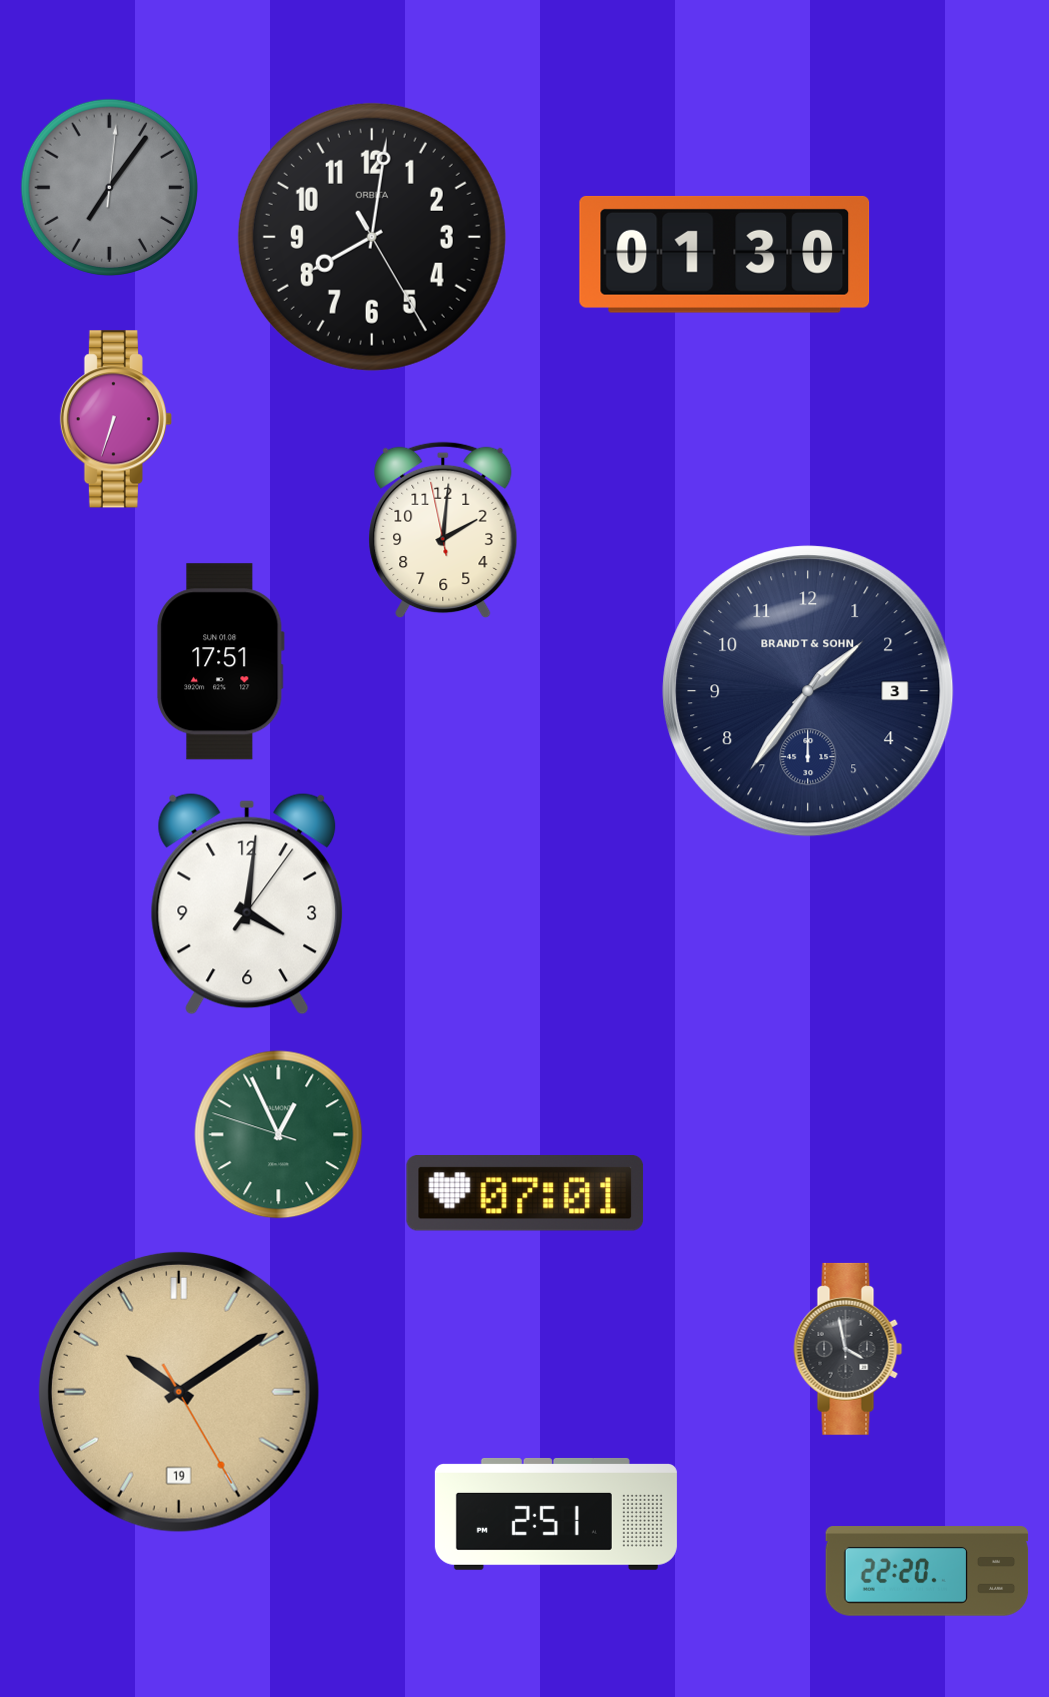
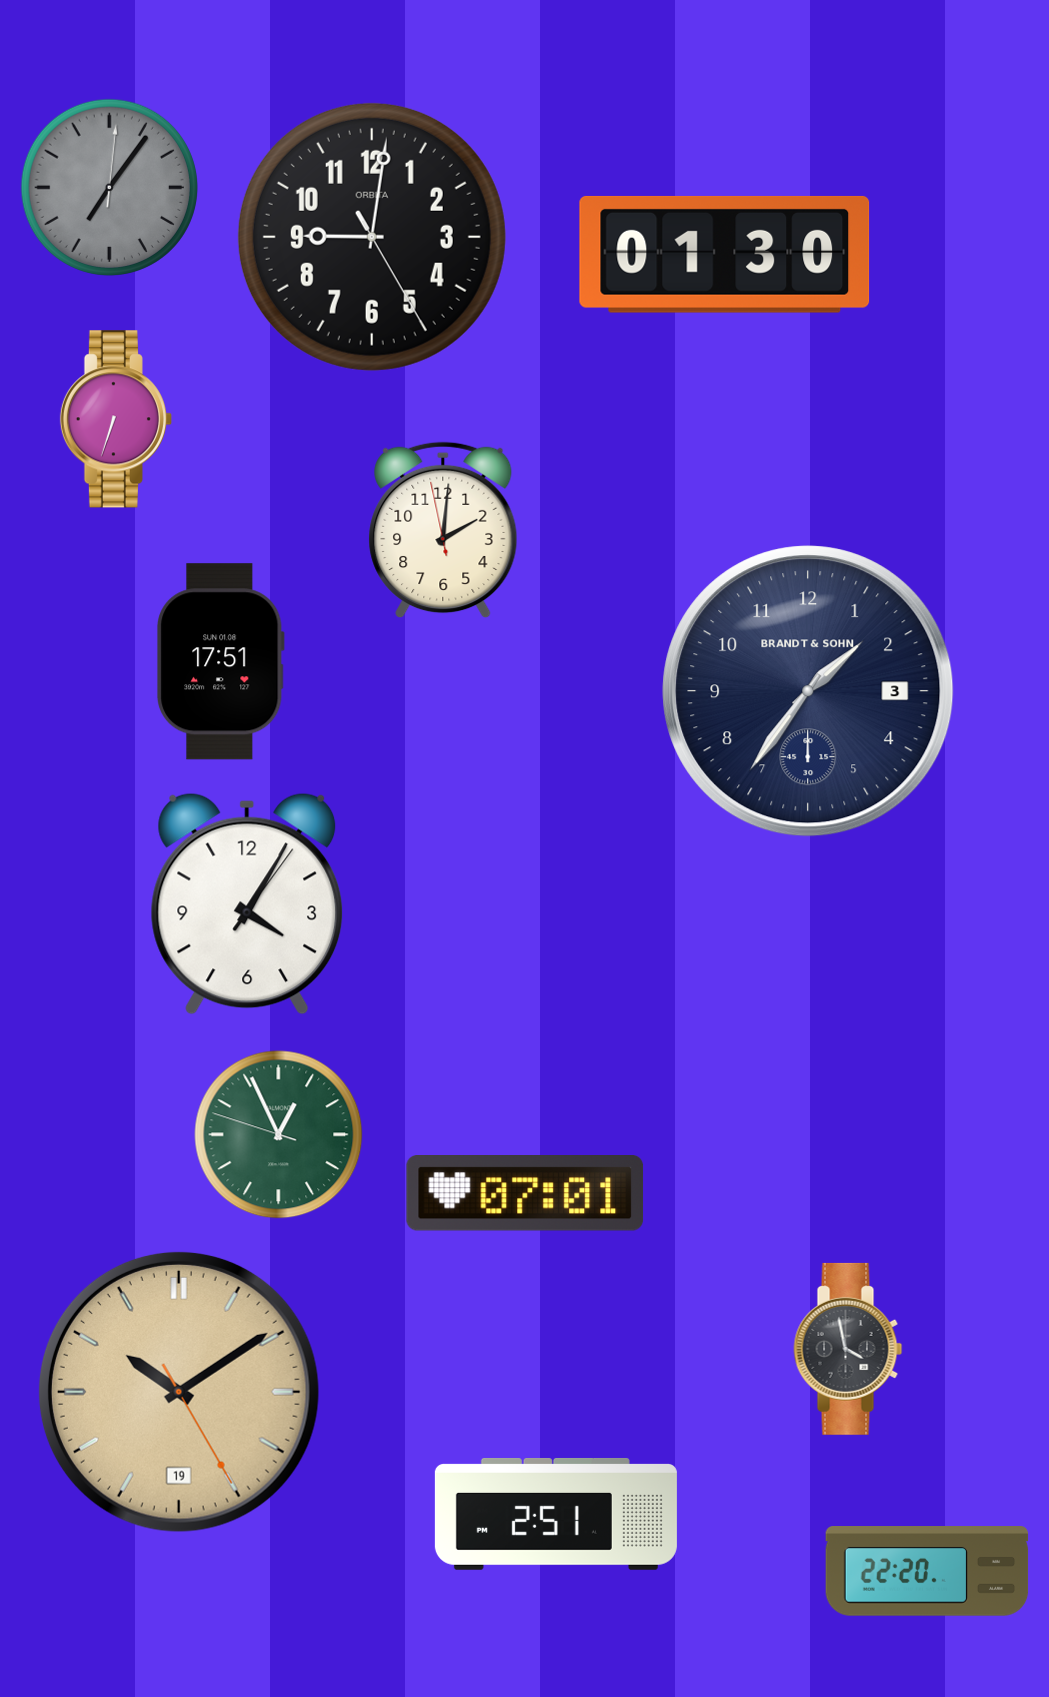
clock at (372, 237): 8:01 -> 9:01
clock at (247, 904): 4:01 -> 4:05
